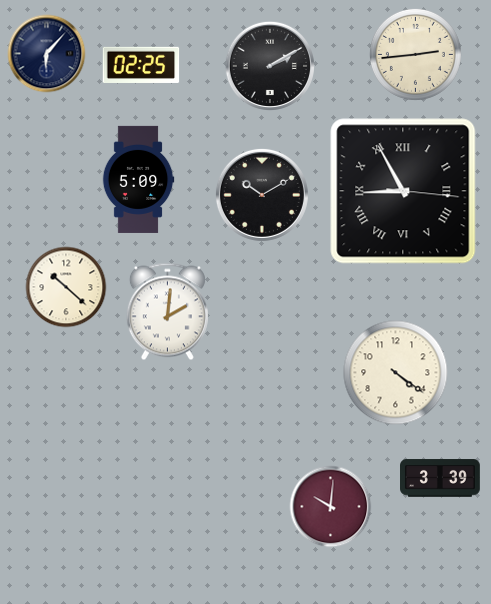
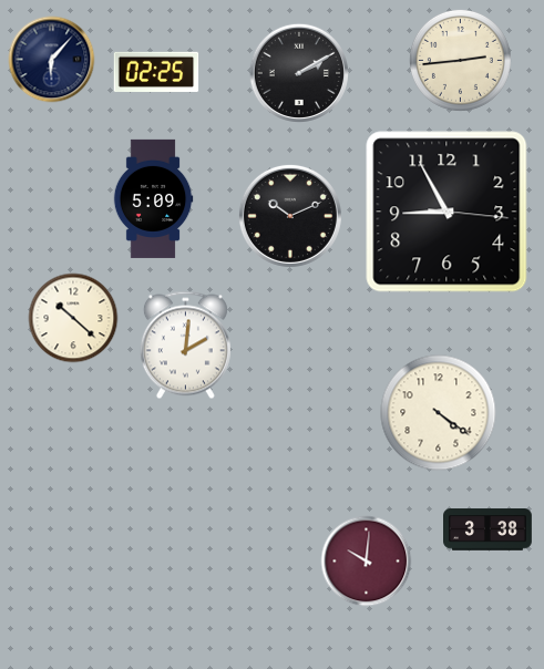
clock at (403, 191) numerals: Roman -> Arabic
clock at (262, 195): 10:10 -> 10:11
clock at (441, 478): 3:39 -> 3:38
